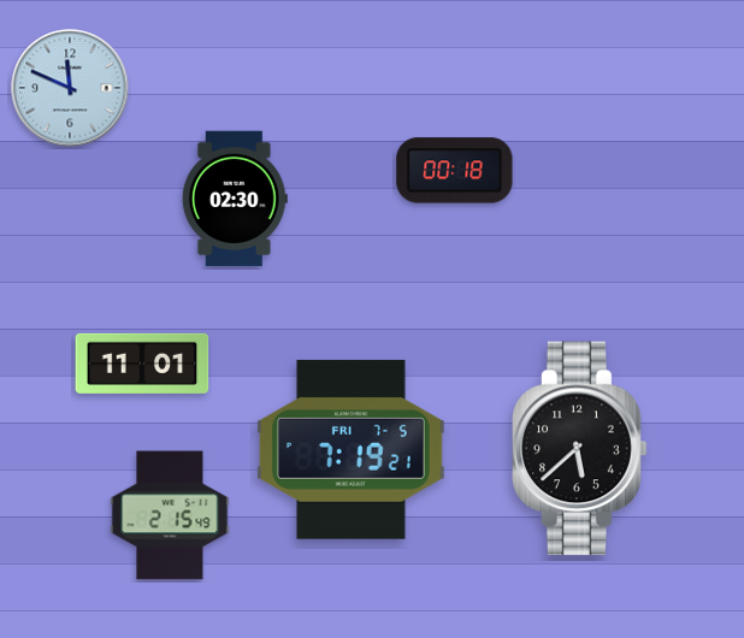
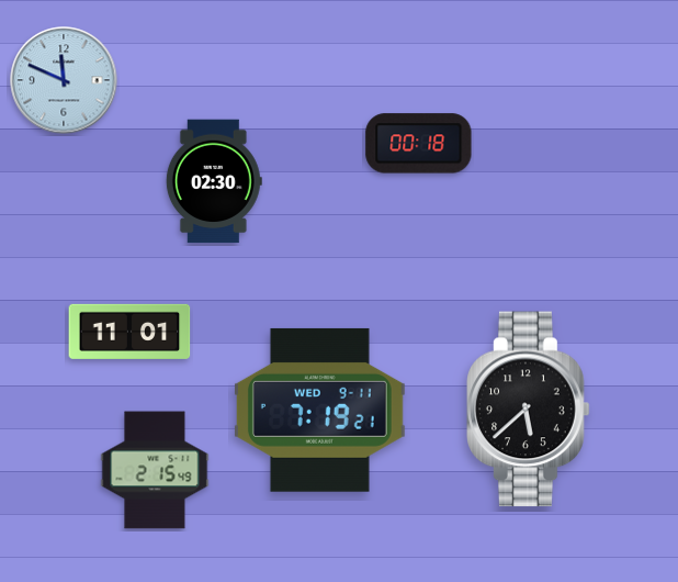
clock at (455, 171) position: (455, 171) -> (419, 144)
clock at (350, 449) date: FRI 7-5 -> WED 9-11
